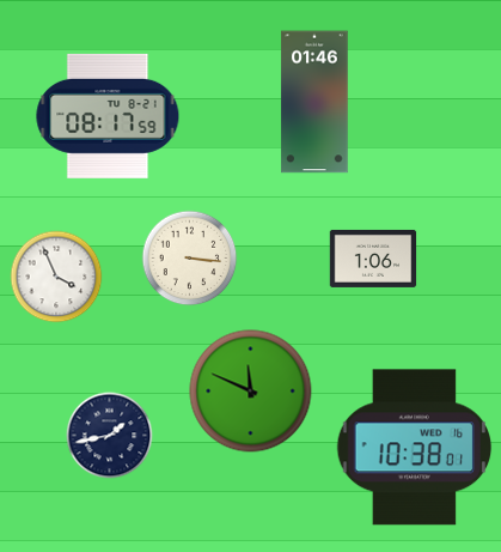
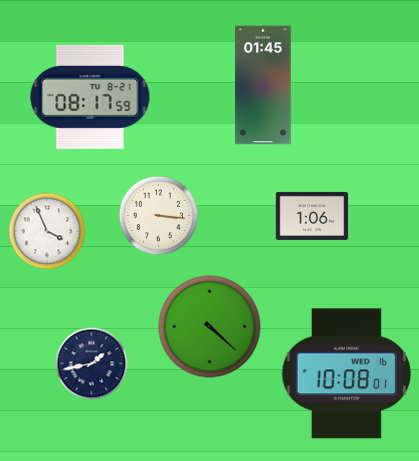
clock at (314, 102): 01:46 -> 01:45
clock at (251, 392): 11:49 -> 4:22
clock at (415, 448): 10:38 -> 10:08
